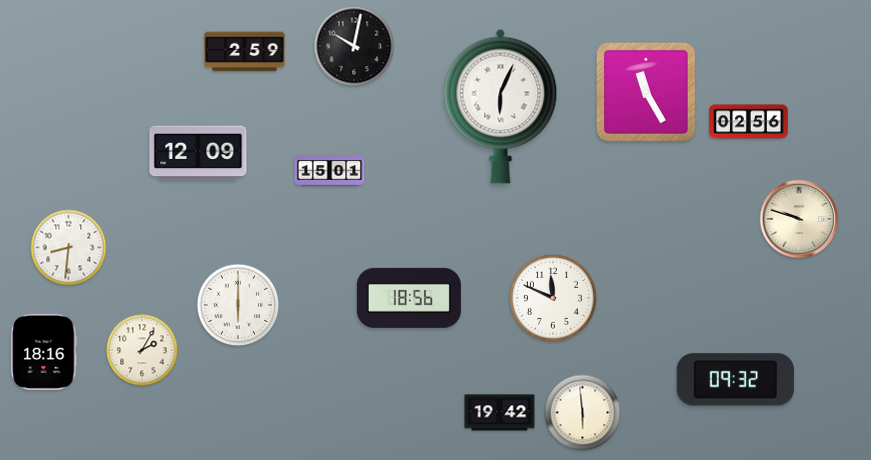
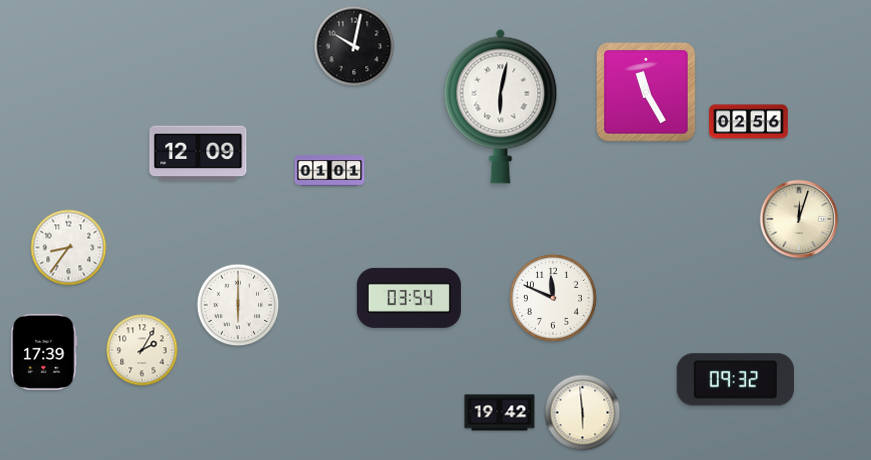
clock at (245, 52): 2:59 -> none
clock at (501, 106): 6:04 -> 6:02
clock at (330, 171): 15:01 -> 01:01
clock at (799, 219): 9:48 -> 12:03
clock at (69, 248): 8:31 -> 8:36
clock at (409, 298): 18:56 -> 03:54
clock at (44, 352): 18:16 -> 17:39
